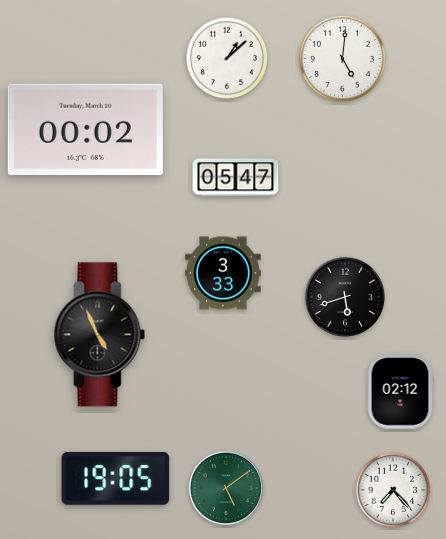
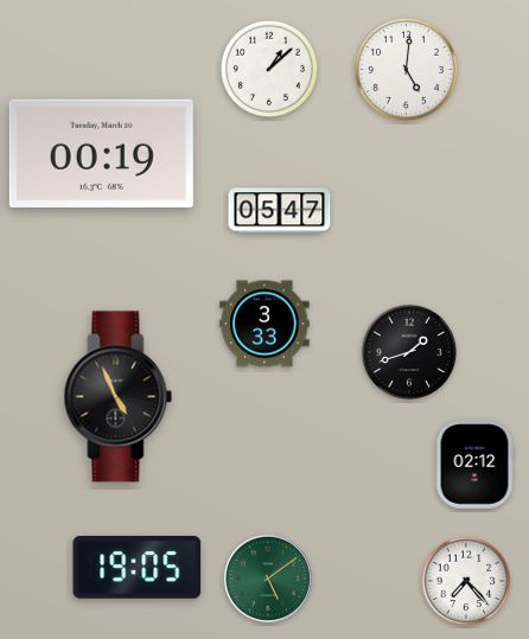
clock at (85, 129): 00:02 -> 00:19
clock at (345, 297): 5:42 -> 1:42
